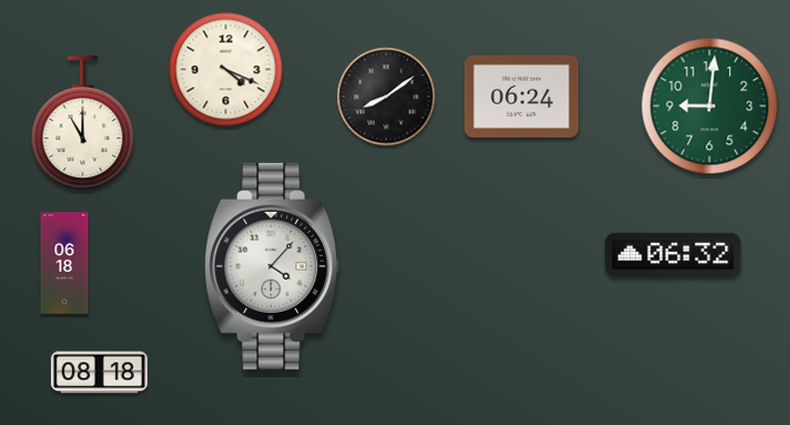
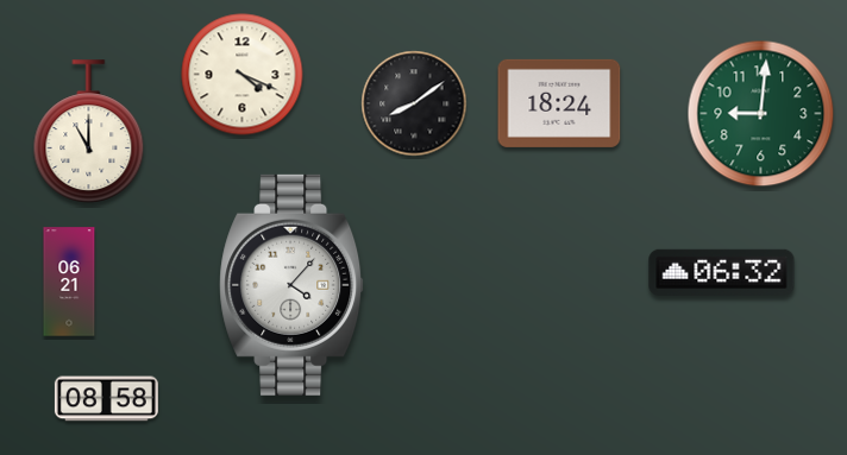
clock at (521, 97): 06:24 -> 18:24
clock at (64, 263): 06:18 -> 06:21
clock at (99, 373): 08:18 -> 08:58
